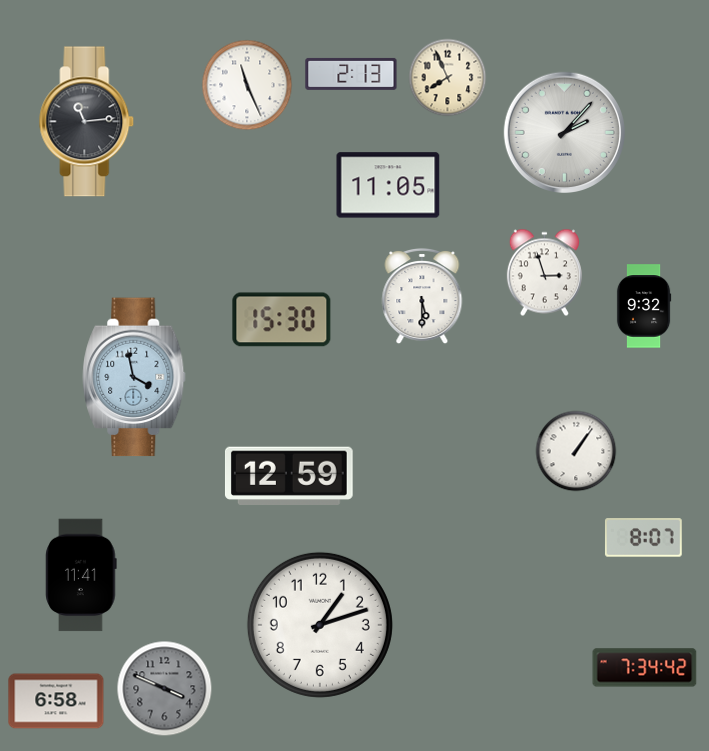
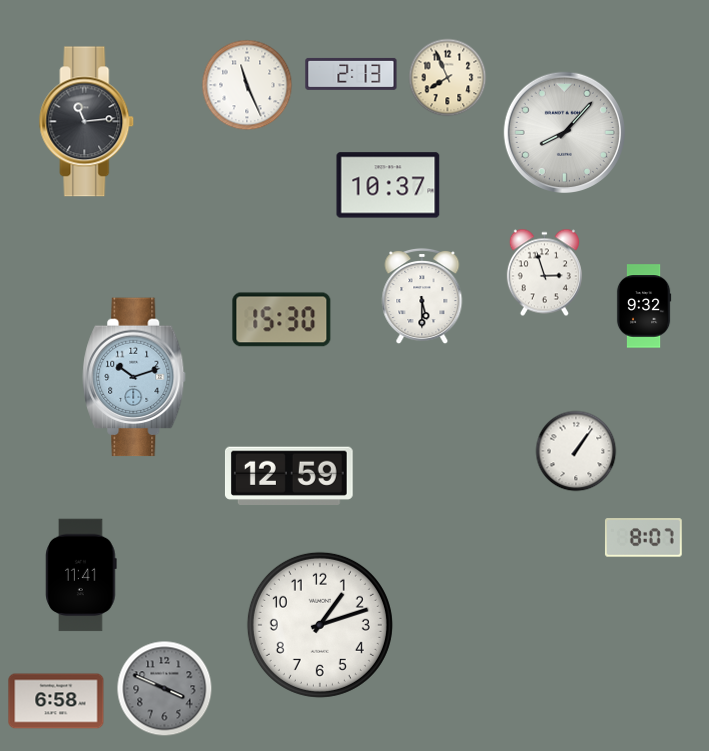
clock at (564, 132): 2:07 -> 8:07
clock at (388, 185): 11:05 -> 10:37
clock at (134, 377): 3:58 -> 10:12
clock at (645, 668): 7:34 -> none
